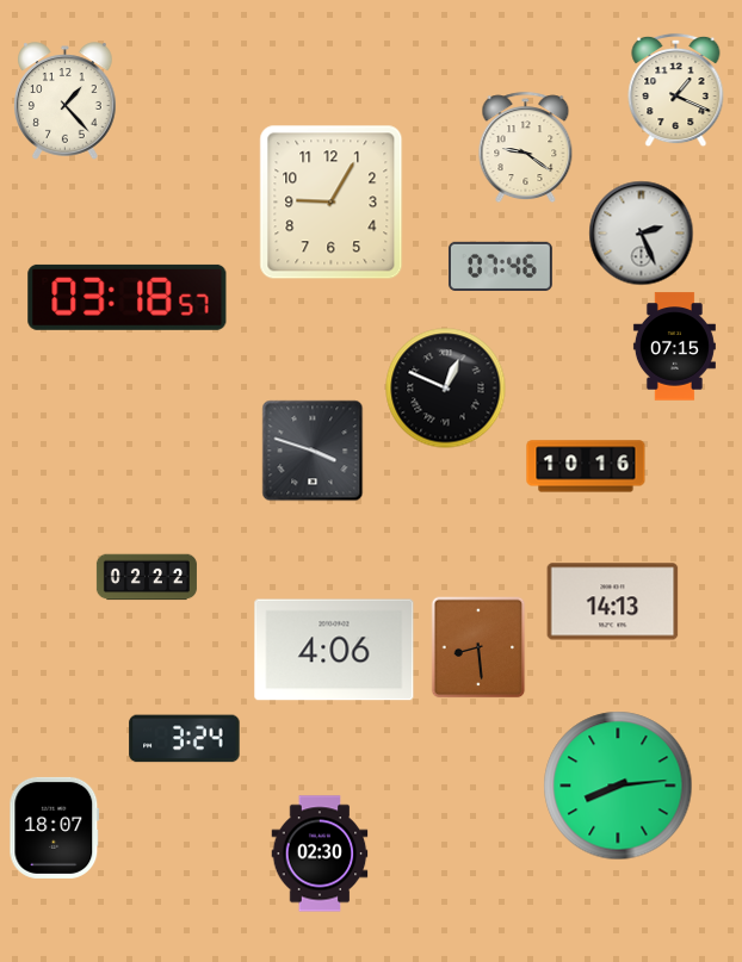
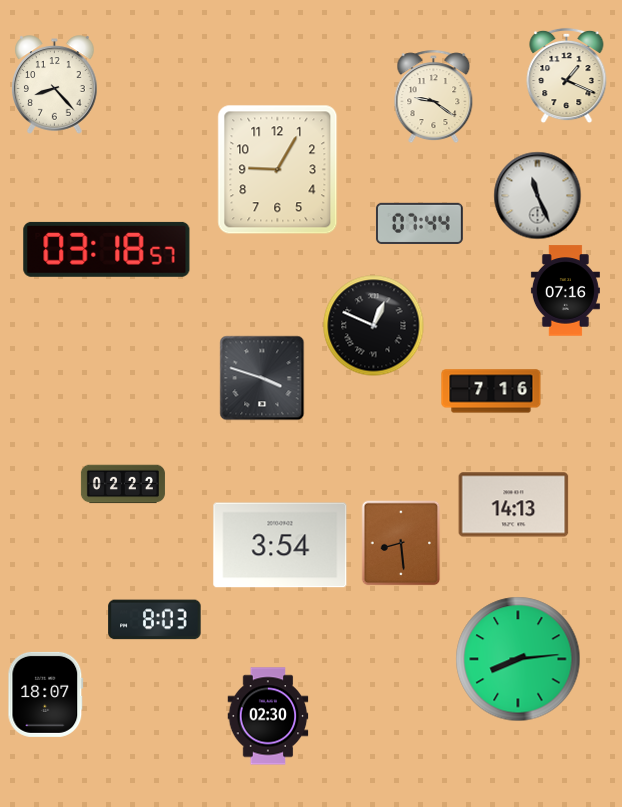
clock at (66, 101): 1:23 -> 8:23
clock at (526, 148) position: (526, 148) -> (434, 97)
clock at (642, 234): 2:26 -> 11:26
clock at (500, 266): 07:46 -> 07:44
clock at (674, 347): 07:15 -> 07:16
clock at (586, 466): 10:16 -> 7:16
clock at (334, 650): 4:06 -> 3:54
clock at (185, 739): 3:24 -> 8:03
